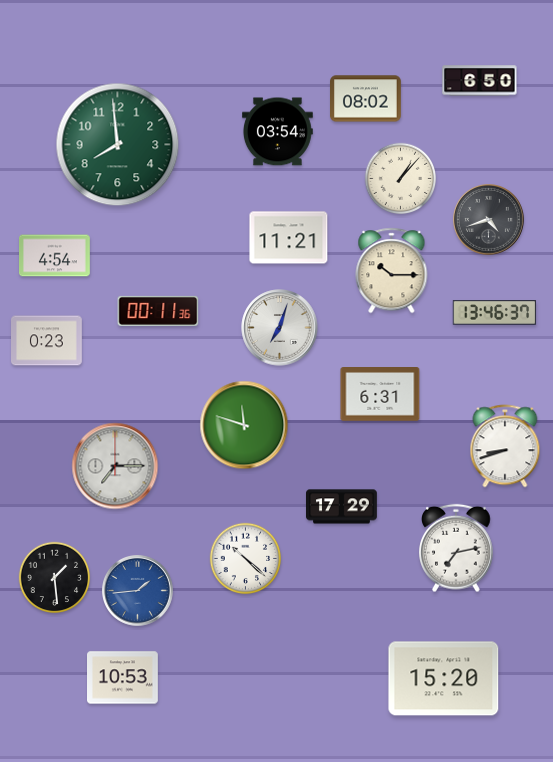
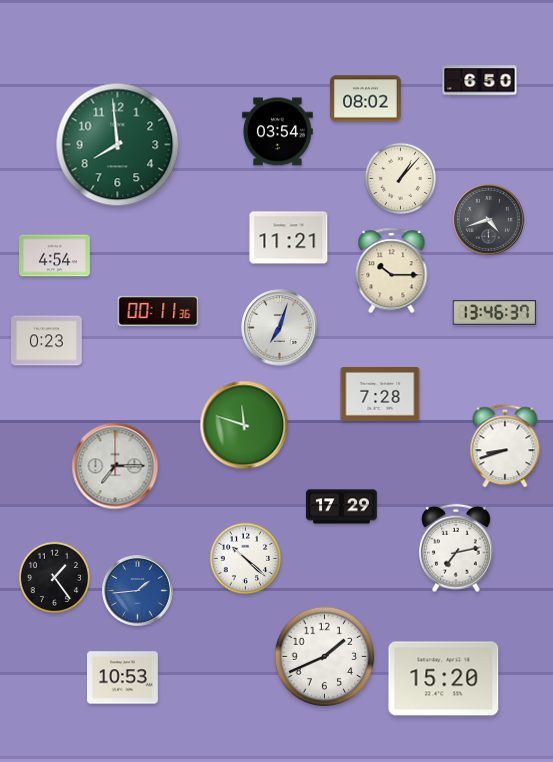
clock at (380, 395): 6:31 -> 7:28
clock at (55, 578): 1:29 -> 1:24
clock at (325, 657): none -> 1:41
